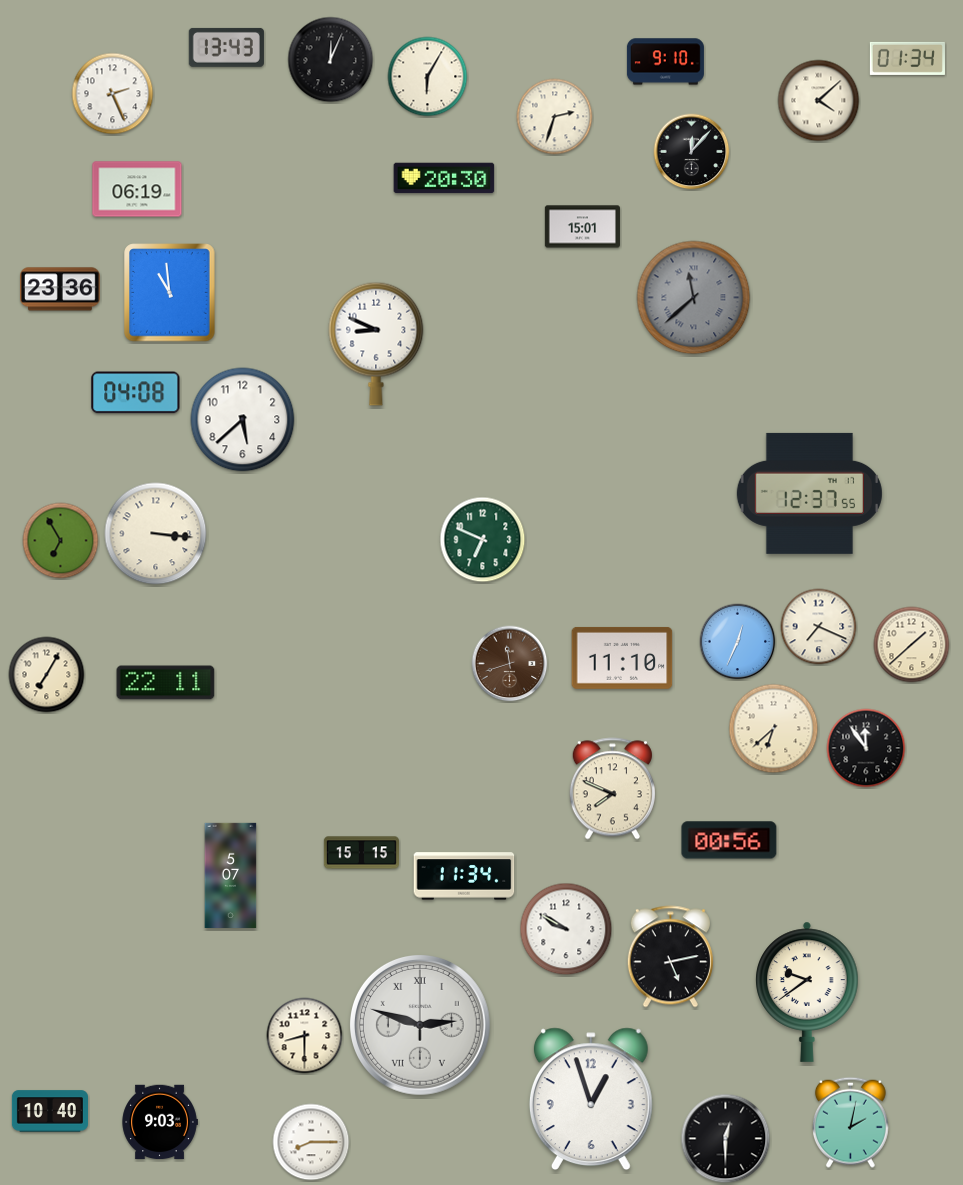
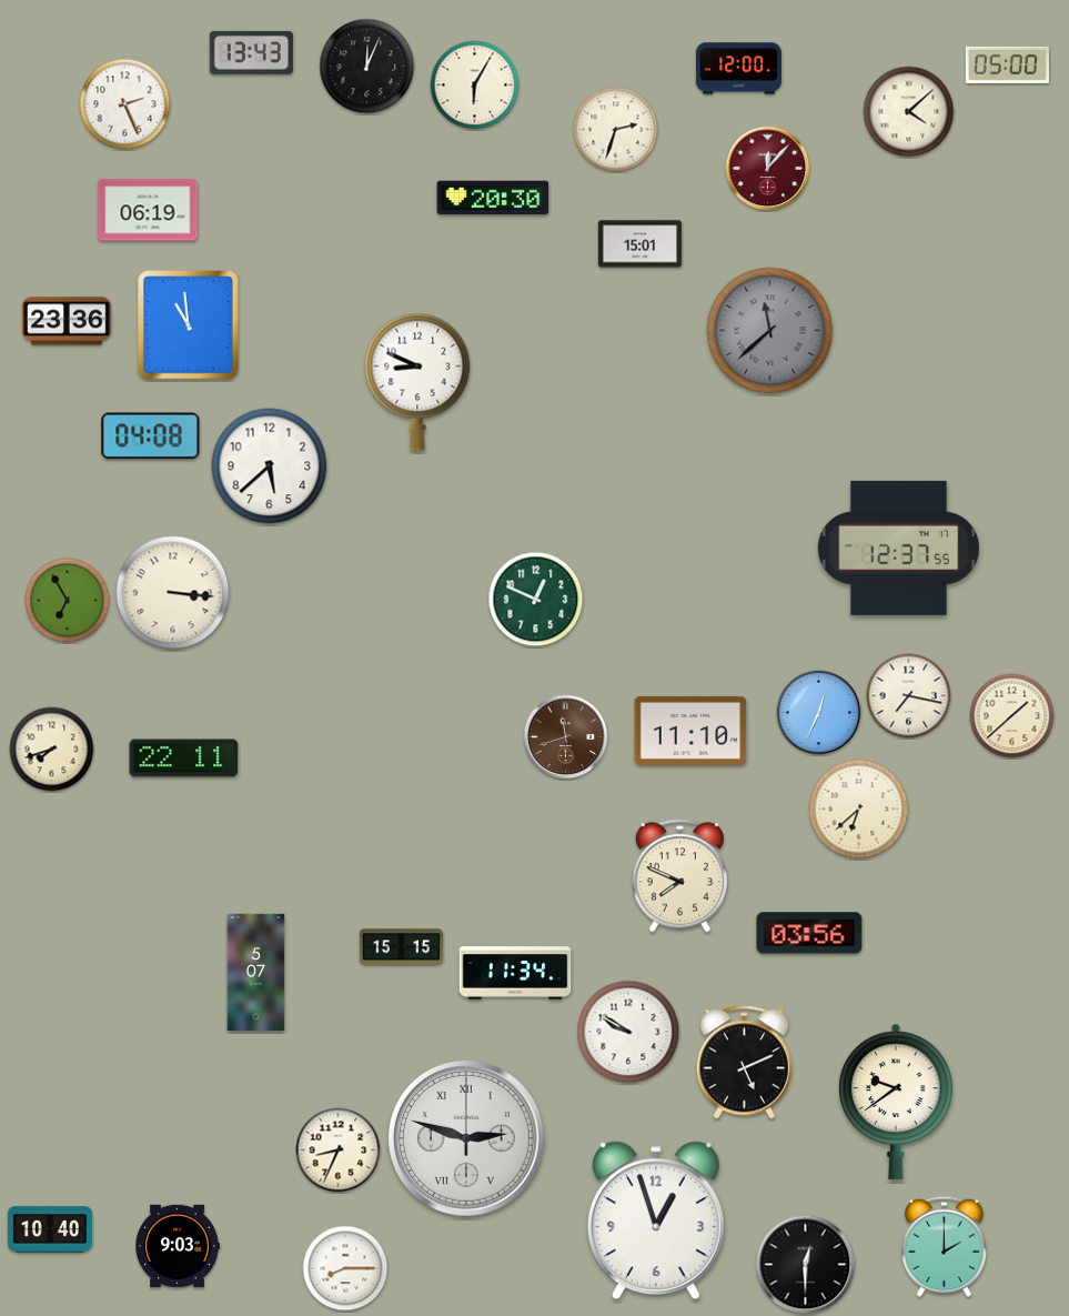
clock at (907, 58): 01:34 -> 05:00
clock at (665, 62): 9:10 -> 12:00
clock at (692, 152) dial: black -> burgundy
clock at (137, 189) position: (137, 189) -> (148, 210)
clock at (582, 227) position: (582, 227) -> (639, 244)
clock at (483, 540): 6:49 -> 12:49
clock at (819, 627): 7:19 -> 7:17
clock at (47, 675): 7:05 -> 7:42
clock at (866, 748): 11:54 -> none
clock at (729, 840): 00:56 -> 03:56
clock at (670, 957): 5:13 -> 5:11
clock at (305, 1036): 8:30 -> 8:34
clock at (50, 1111) position: (50, 1111) -> (50, 1229)
clock at (850, 1122): 2:02 -> 2:00
